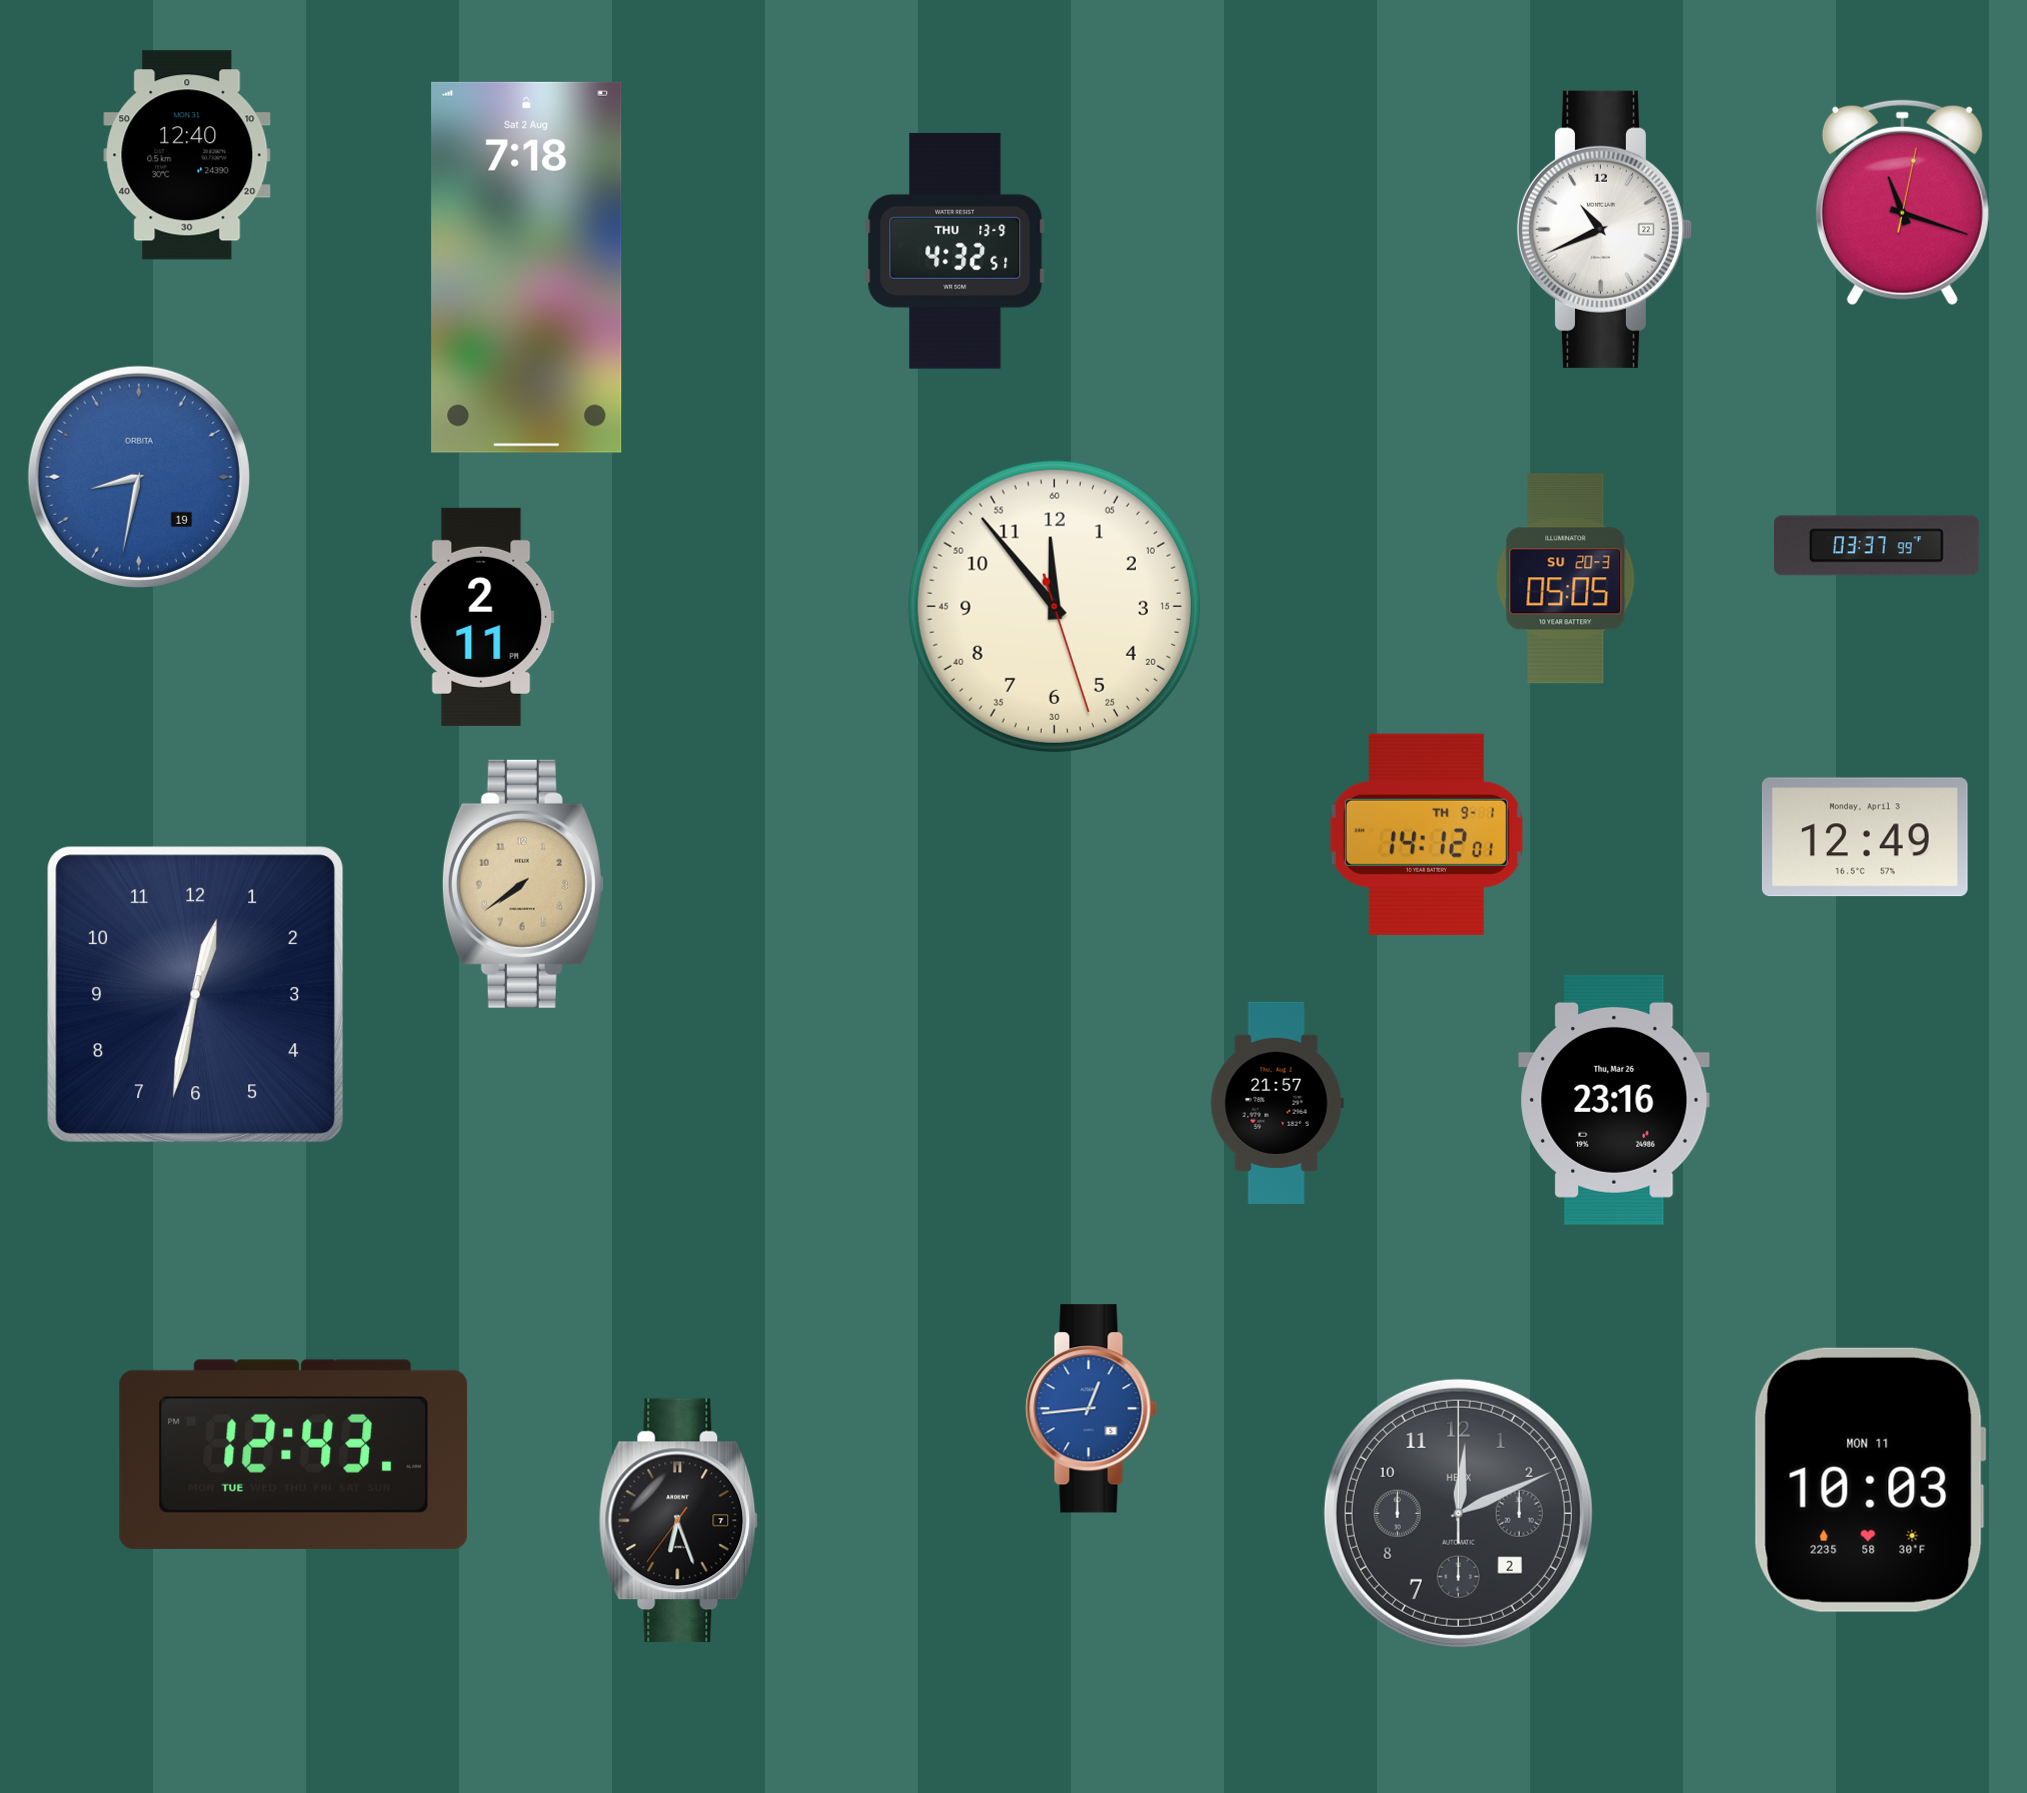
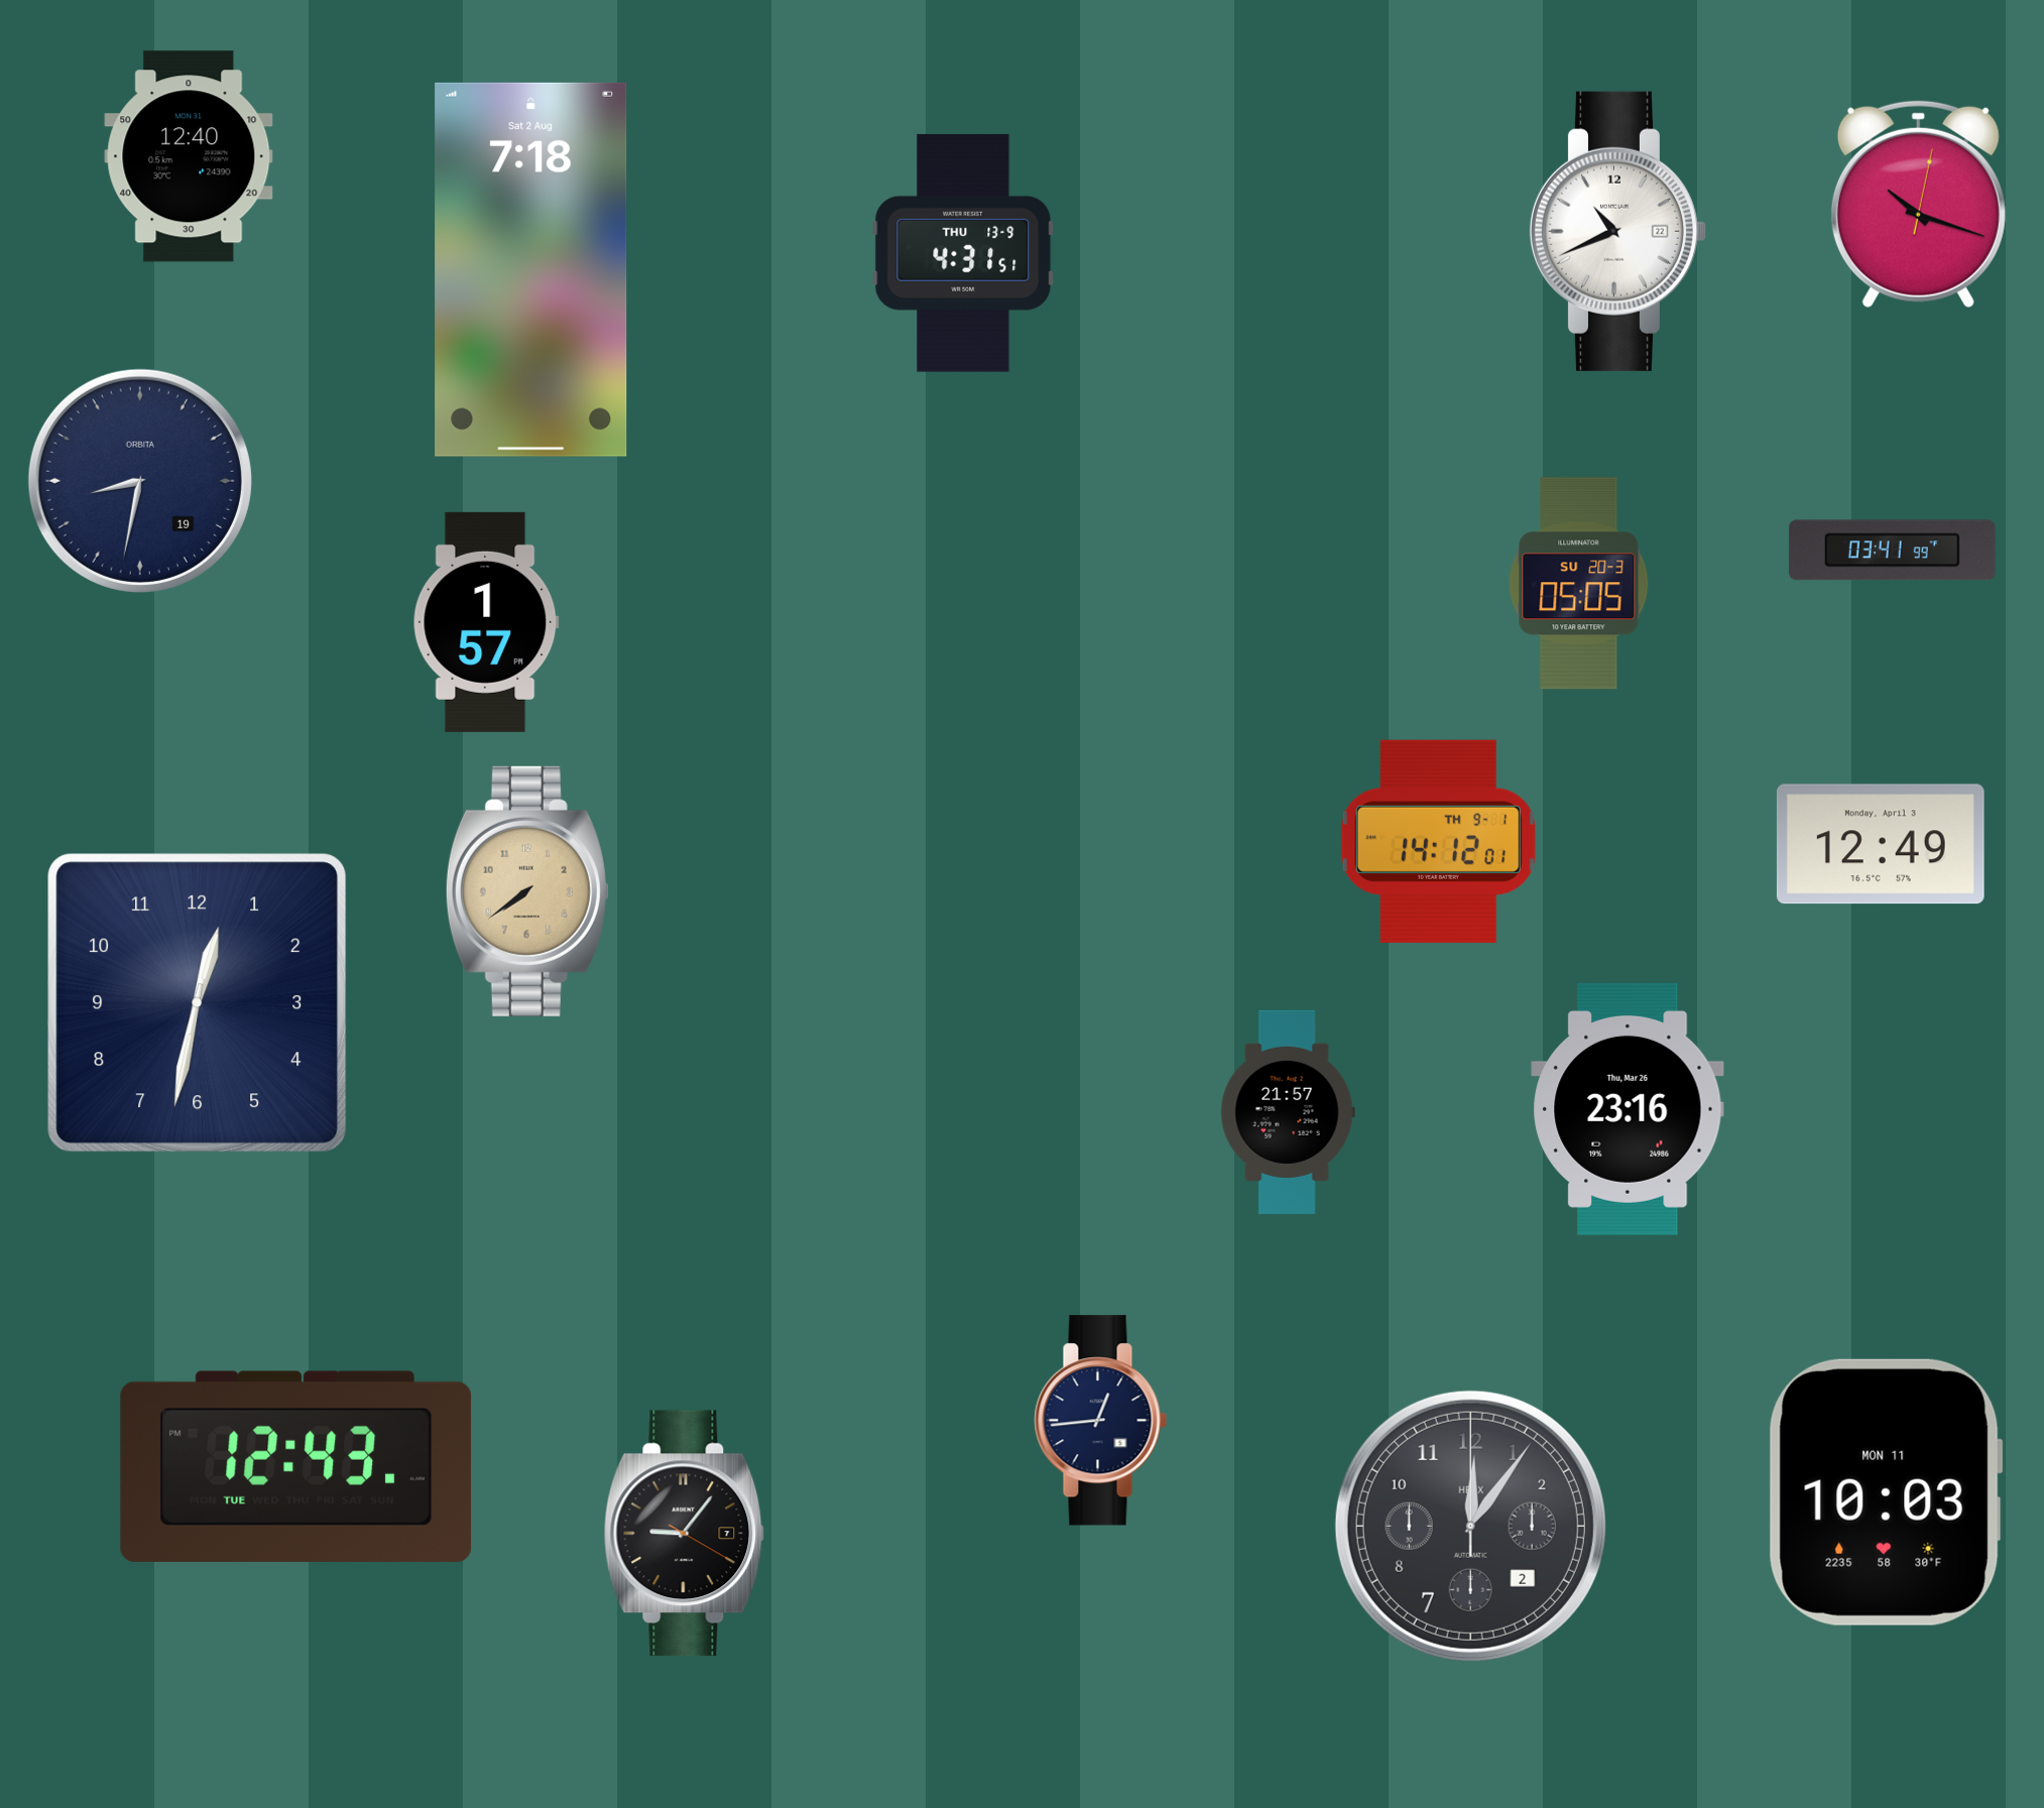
clock at (1902, 203): 11:18 -> 10:18
clock at (955, 251): 4:32 -> 4:31
clock at (139, 477) dial: blue -> navy
clock at (1876, 546): 03:37 -> 03:41
clock at (1054, 606): 11:53 -> none
clock at (482, 617): 2:11 -> 1:57
clock at (1092, 1409) dial: blue -> navy
clock at (1458, 1513): 12:11 -> 12:06
clock at (679, 1521): 6:26 -> 9:06
